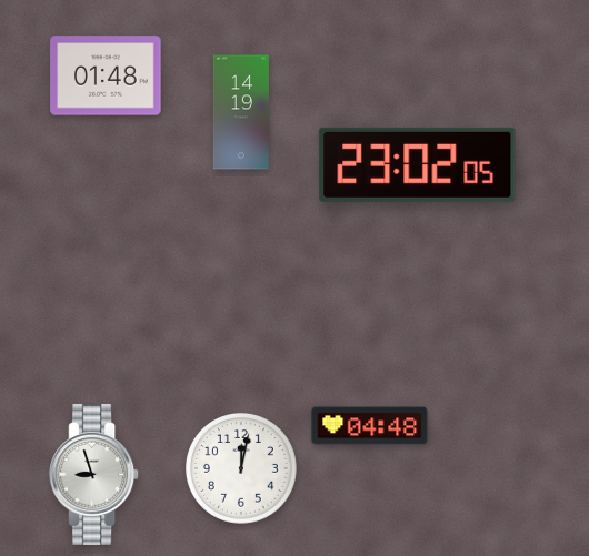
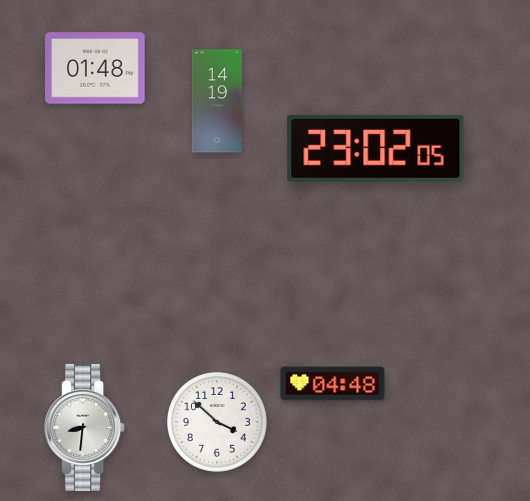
clock at (242, 469): 12:02 -> 3:52
clock at (94, 474): 8:57 -> 8:31
